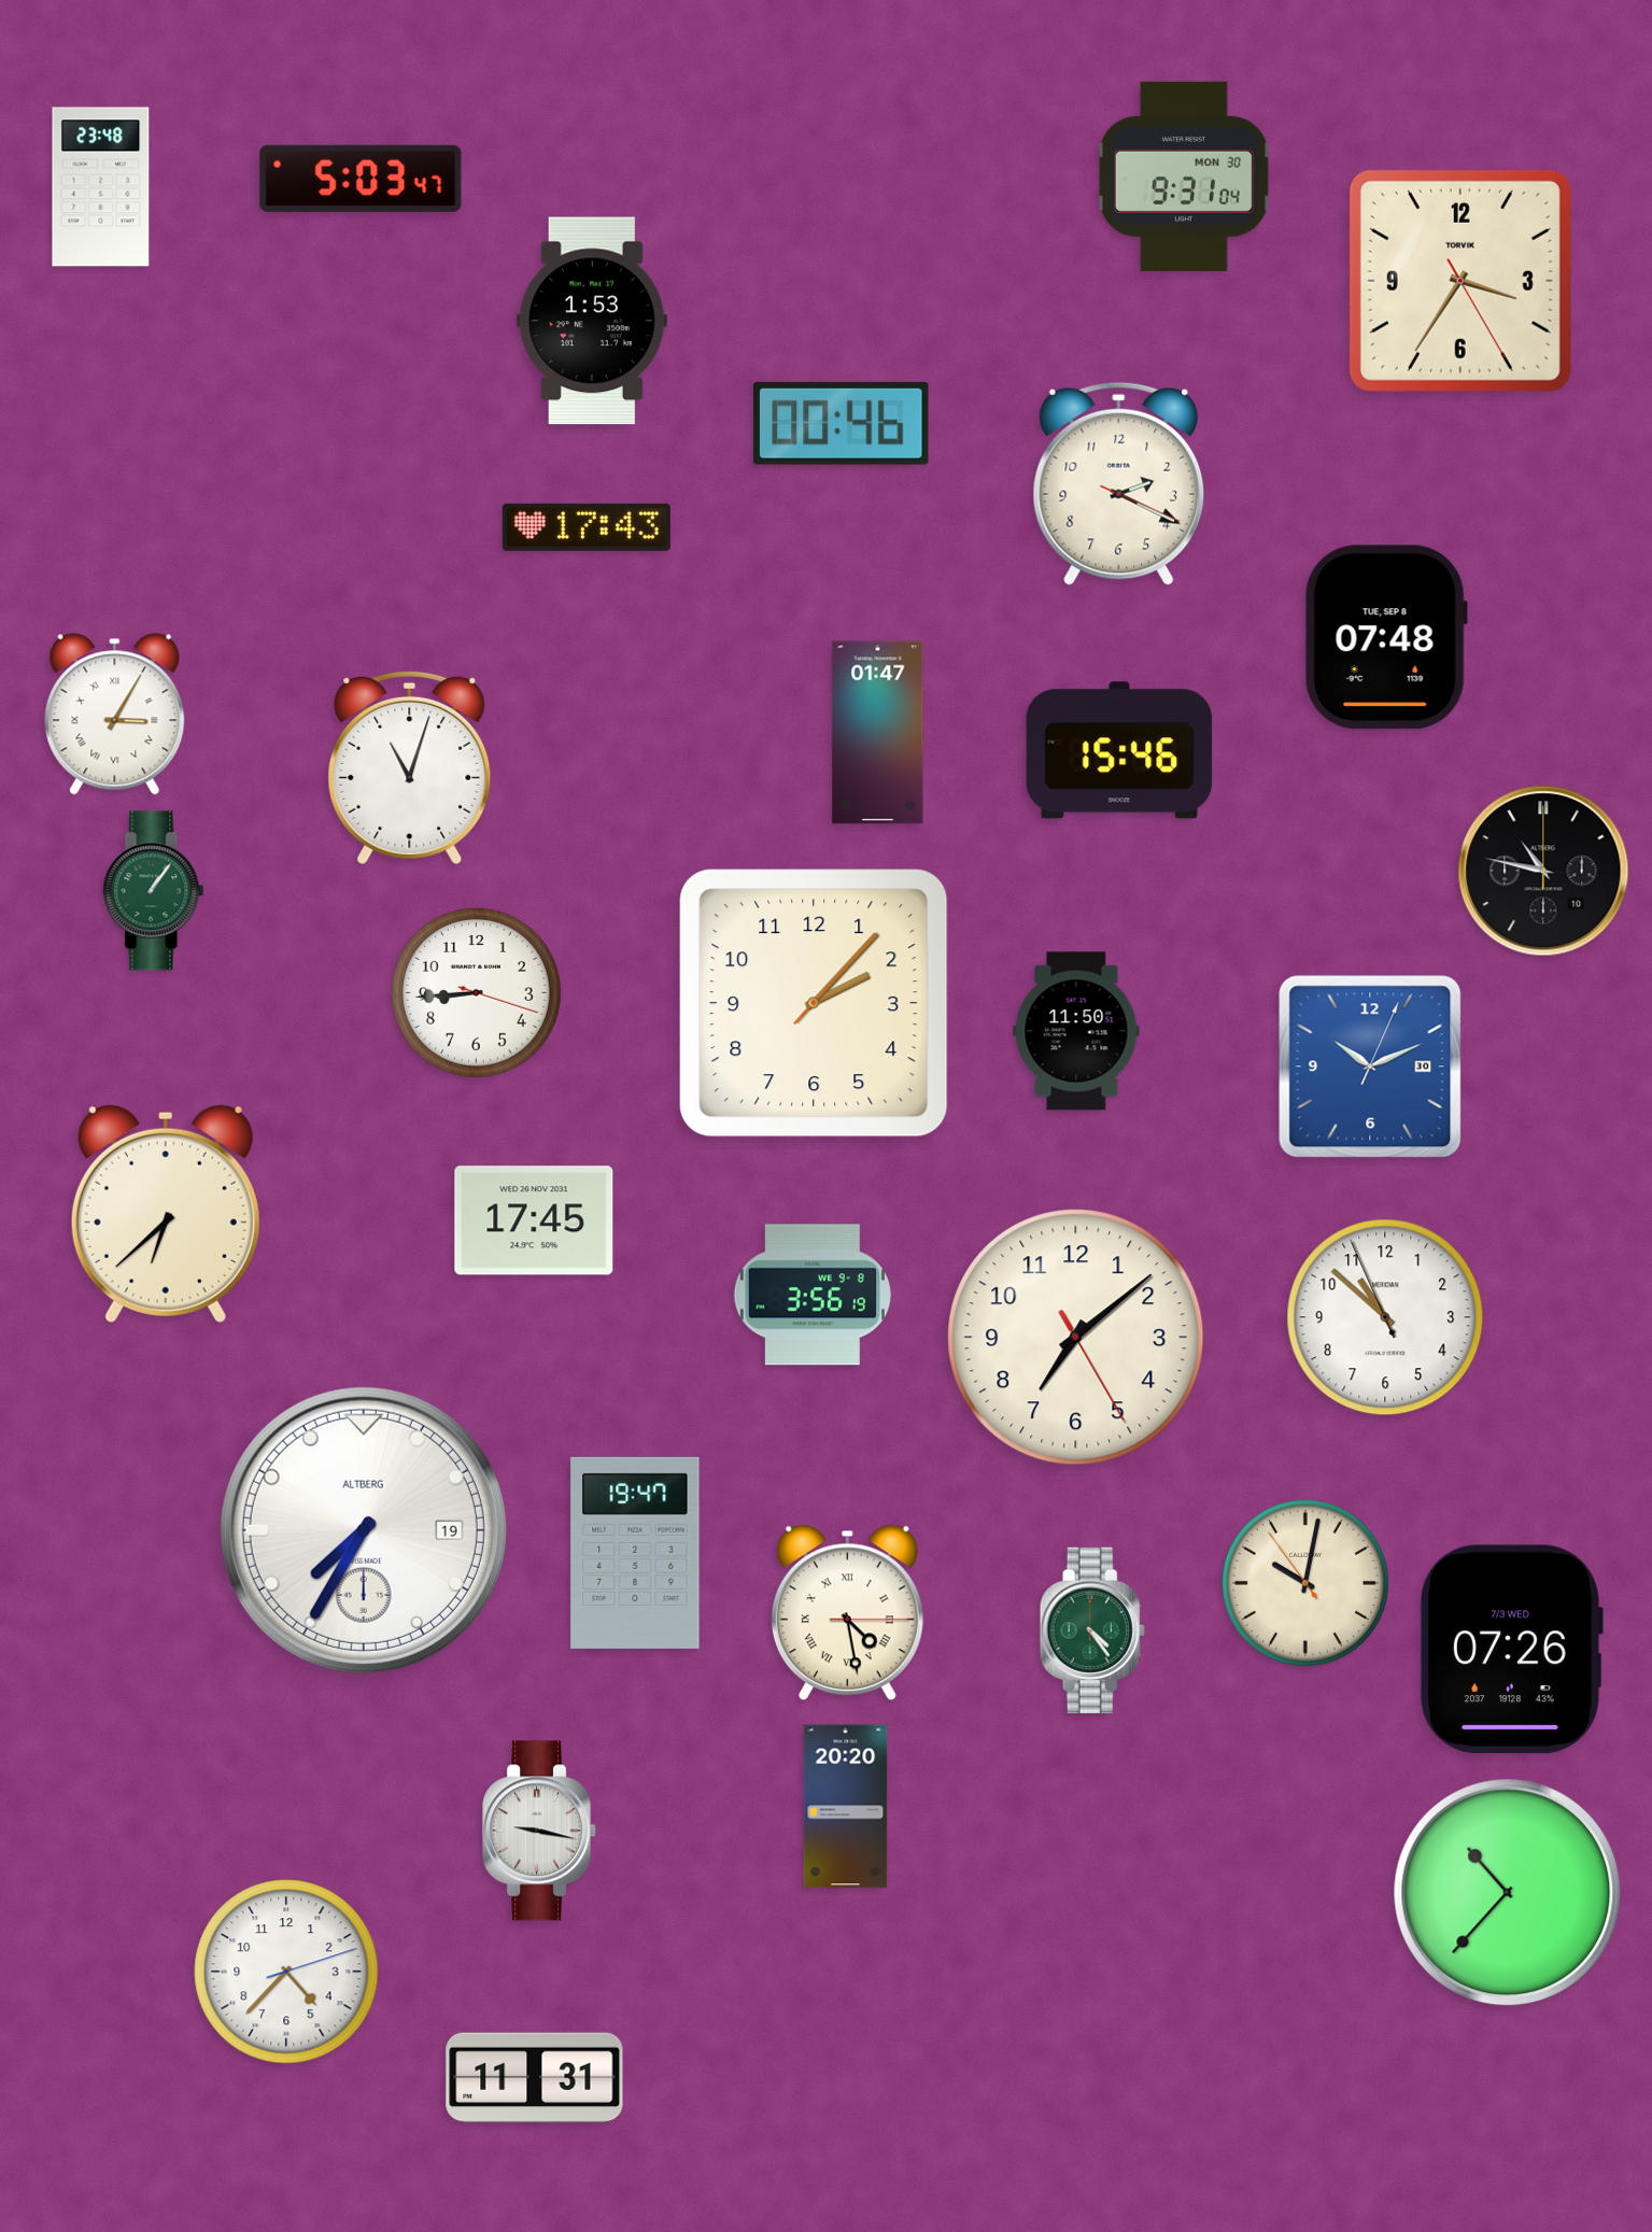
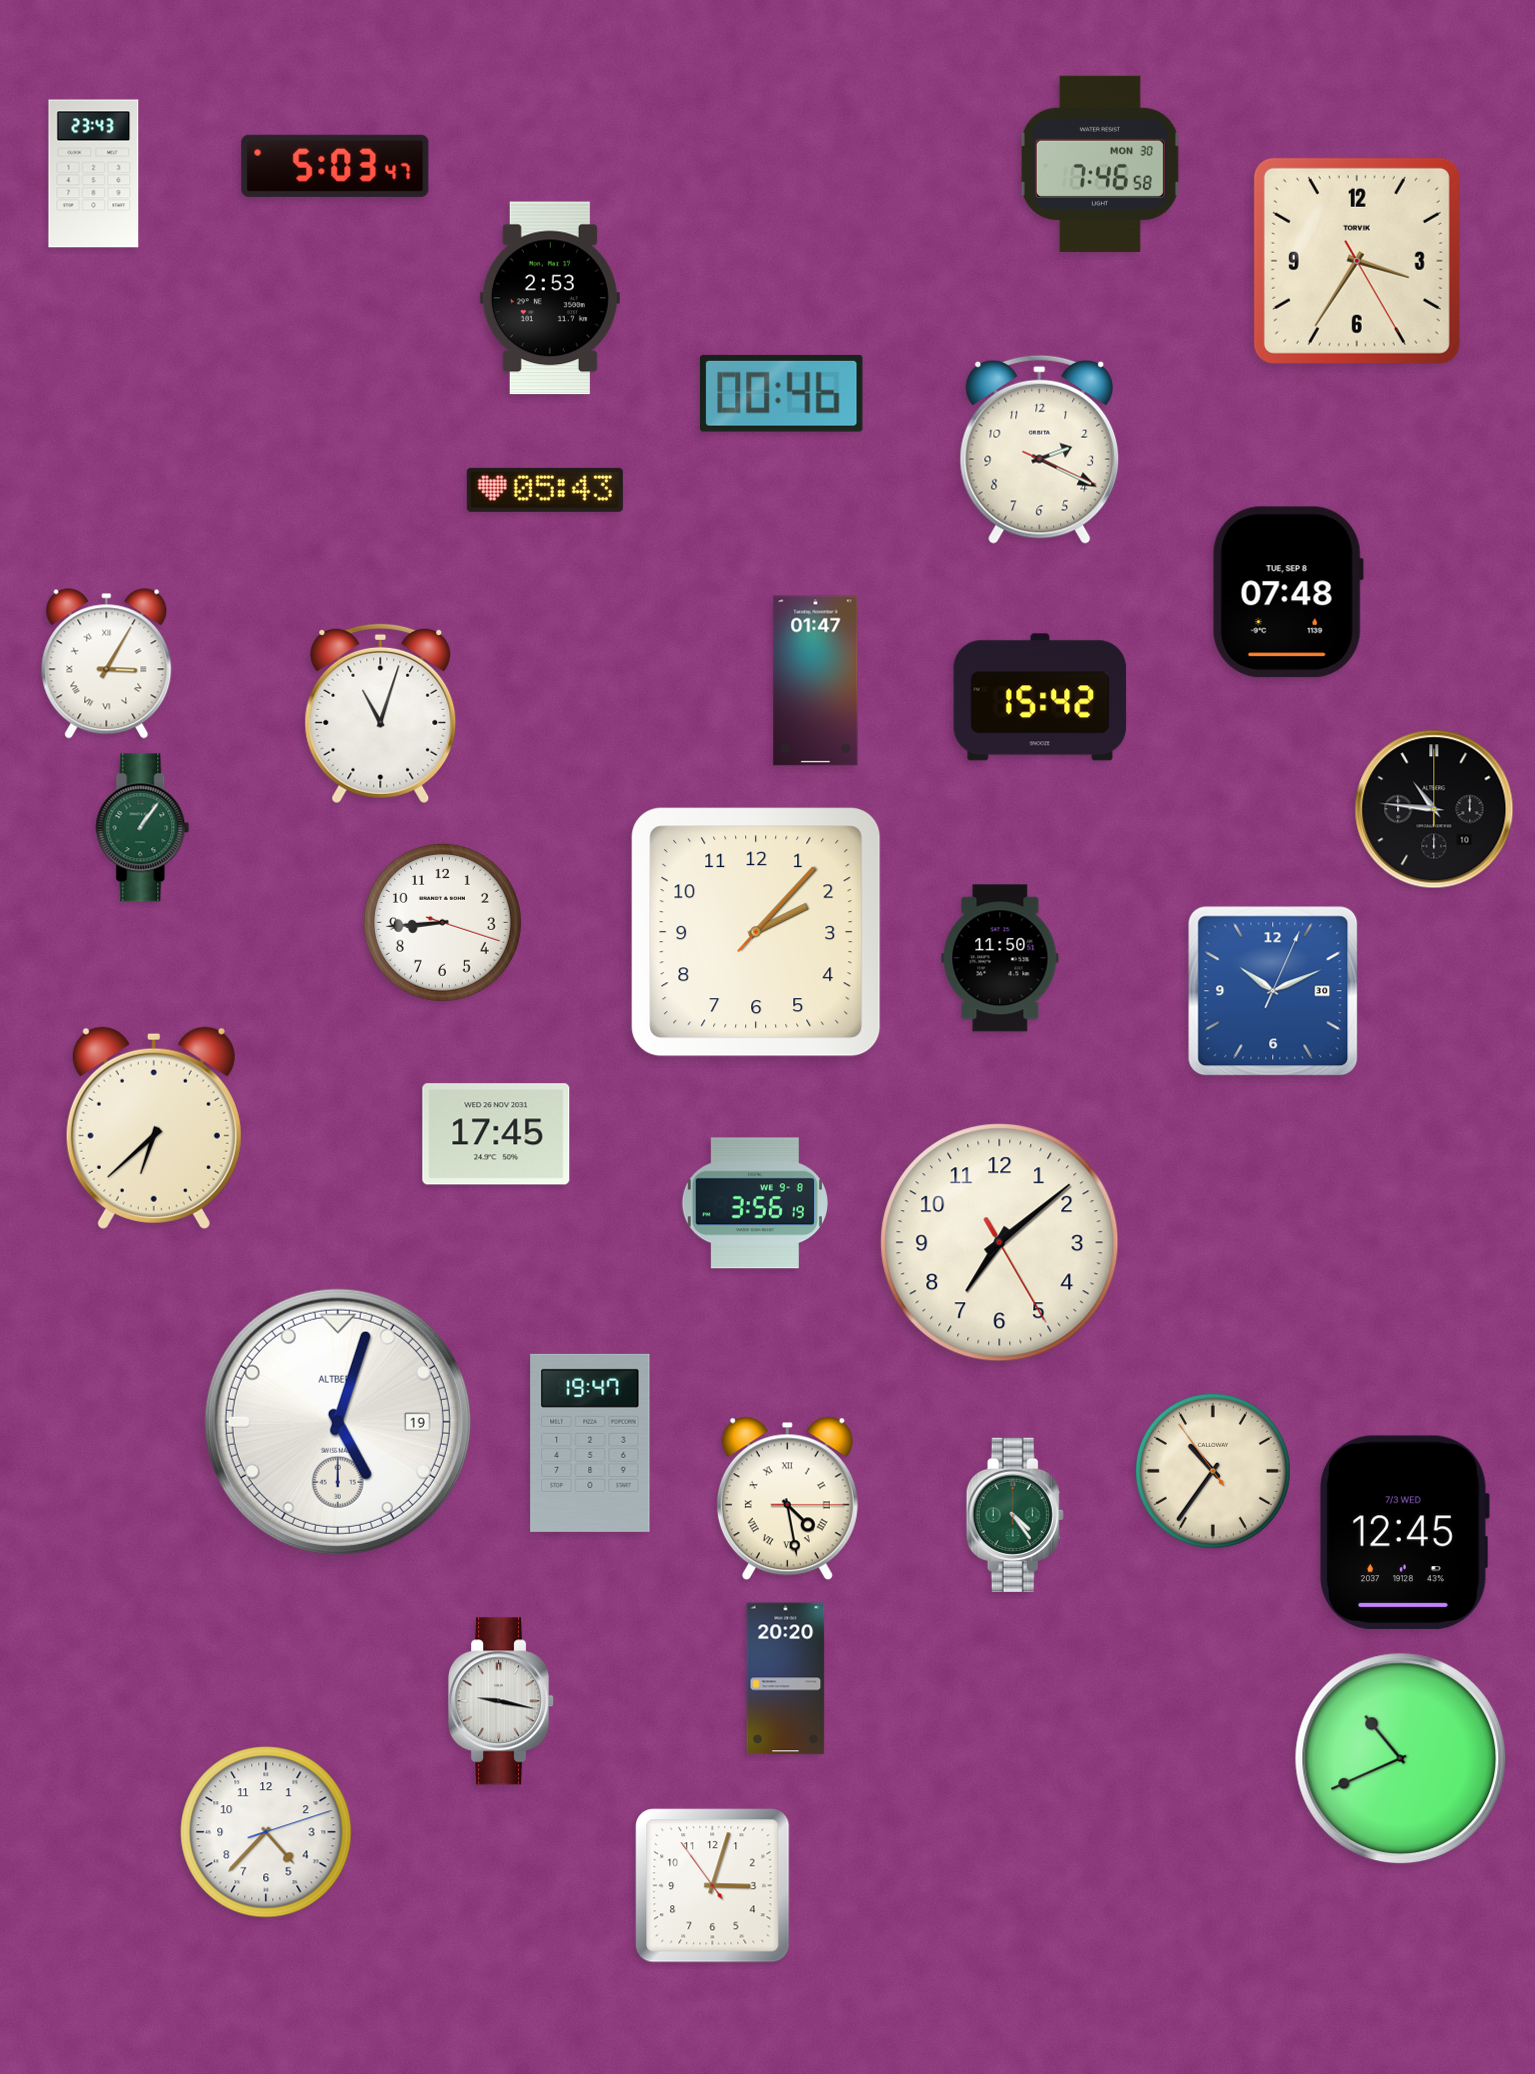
clock at (1184, 176): 9:31 -> 7:46
clock at (101, 187): 23:48 -> 23:43
clock at (592, 321): 1:53 -> 2:53
clock at (587, 527): 17:43 -> 05:43
clock at (1119, 750): 15:46 -> 15:42
clock at (1543, 871): 10:47 -> 10:46
clock at (1385, 1317): 10:51 -> none
clock at (364, 1530): 7:35 -> 5:03
clock at (1305, 1583): 10:01 -> 10:35
clock at (1511, 1649): 07:26 -> 12:45
clock at (1508, 1893): 10:37 -> 10:41
clock at (713, 1886): none -> 3:02
clock at (535, 2078): 11:31 -> none
